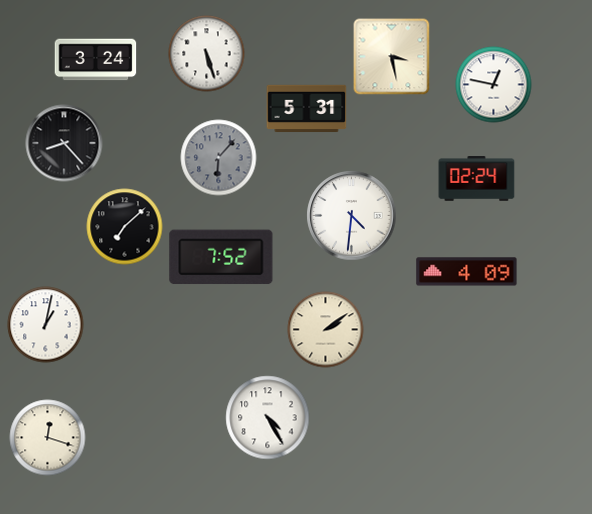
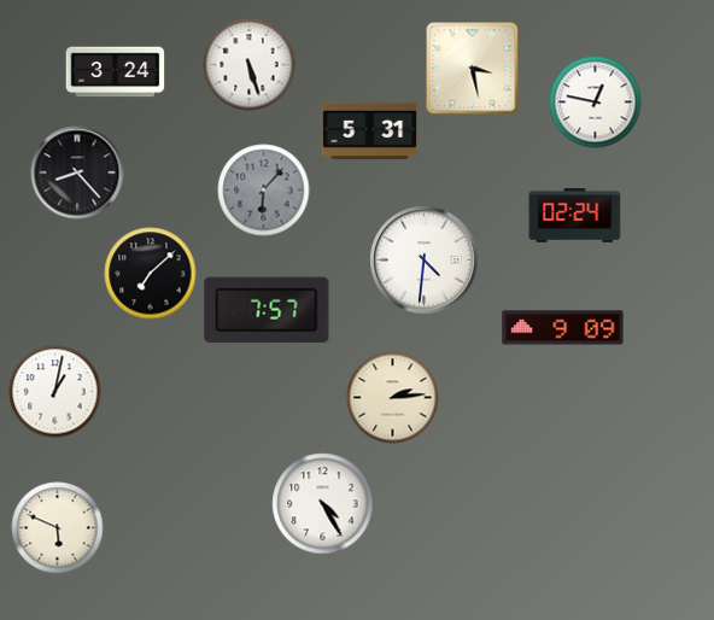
clock at (221, 257): 7:52 -> 7:57
clock at (467, 272): 4:09 -> 9:09
clock at (326, 330): 2:09 -> 2:14
clock at (48, 438): 12:18 -> 5:49
